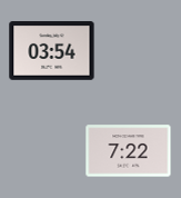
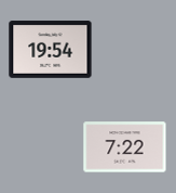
clock at (52, 51): 03:54 -> 19:54
